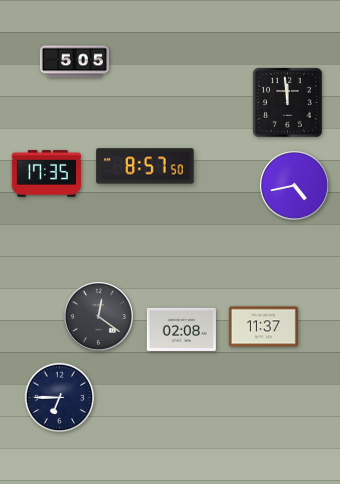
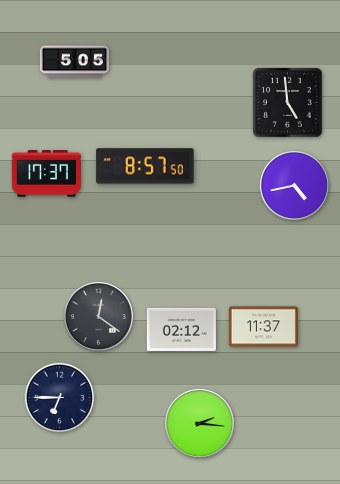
clock at (288, 103): 11:59 -> 4:59
clock at (46, 174): 17:35 -> 17:37
clock at (181, 329): 02:08 -> 02:12
clock at (199, 423): none -> 2:16
